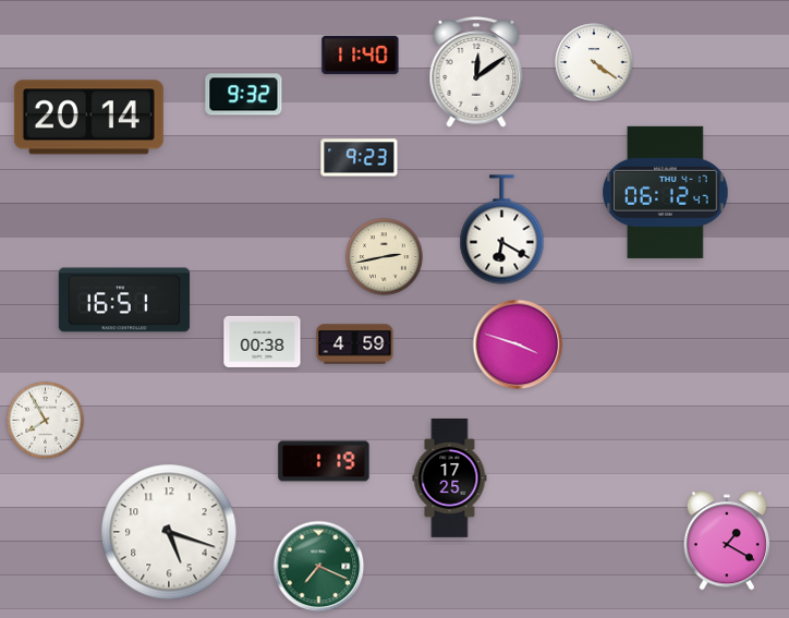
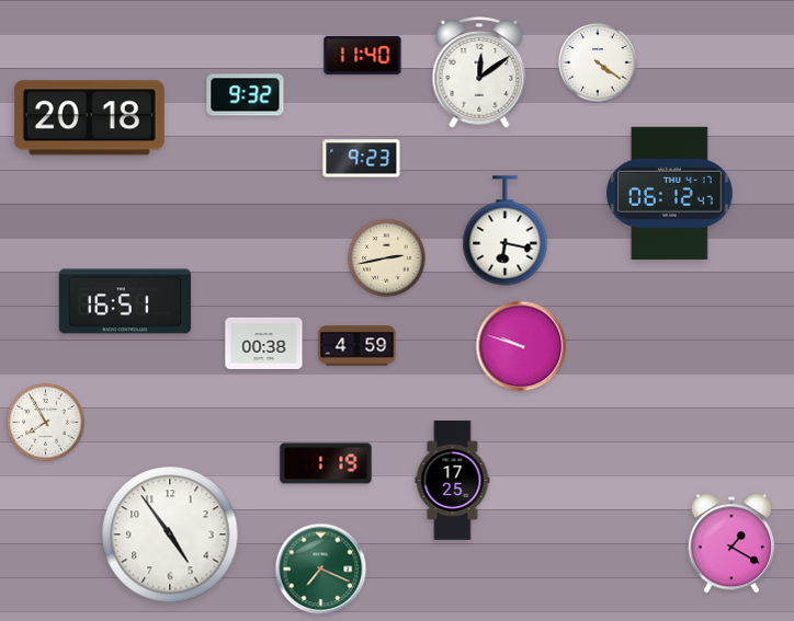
clock at (88, 118): 20:14 -> 20:18
clock at (502, 230): 6:20 -> 6:17
clock at (518, 344): 3:48 -> 9:48
clock at (169, 532): 5:18 -> 4:54
